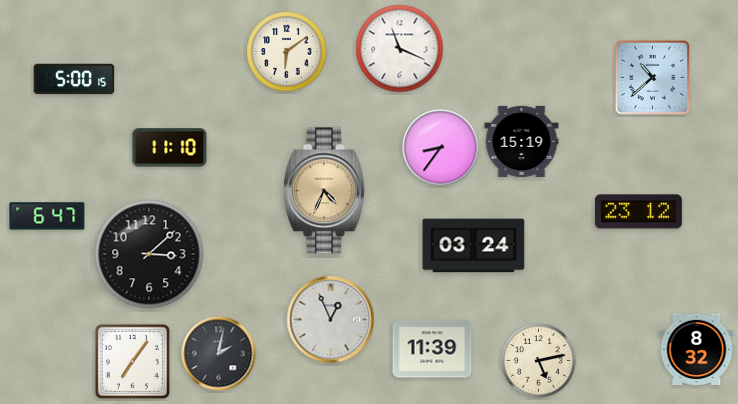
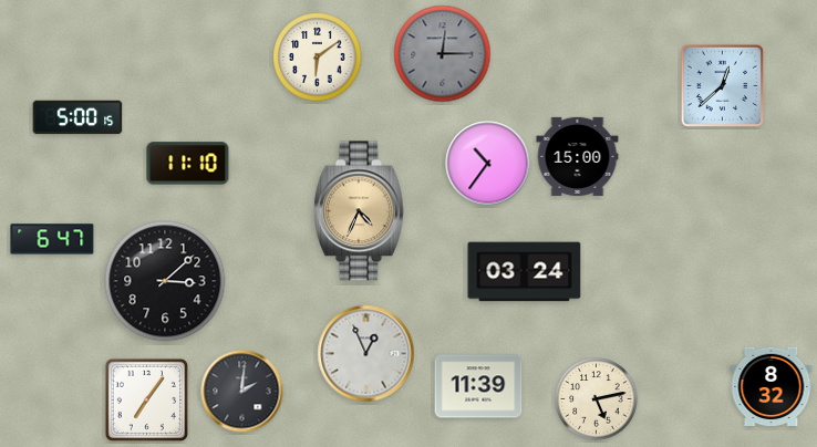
clock at (400, 49): 11:19 -> 12:15
clock at (400, 49) dial: white -> grey
clock at (653, 78): 10:38 -> 12:38
clock at (74, 79) position: (74, 79) -> (77, 117)
clock at (522, 141): 15:19 -> 15:00
clock at (441, 148): 8:36 -> 10:36
clock at (638, 212): 23:12 -> none
clock at (219, 354): 2:02 -> 2:01
